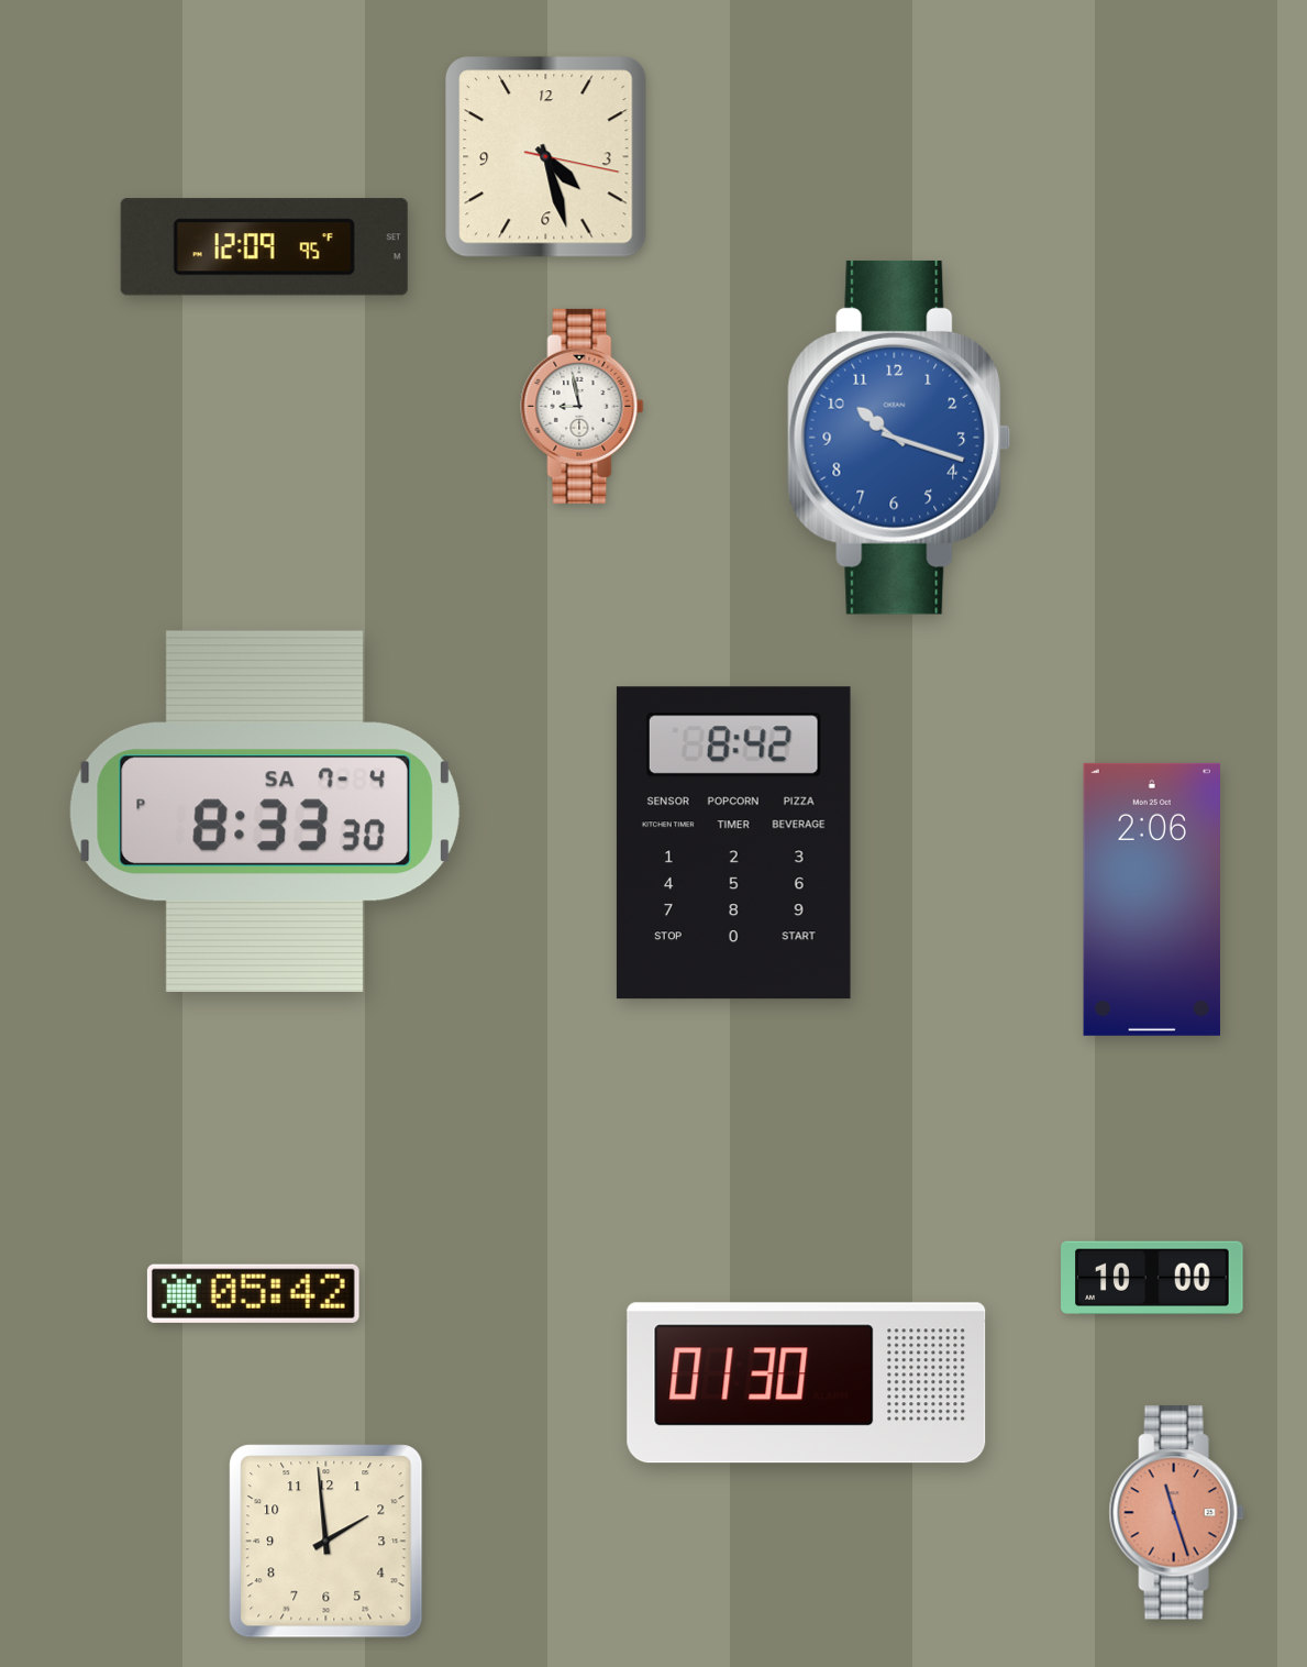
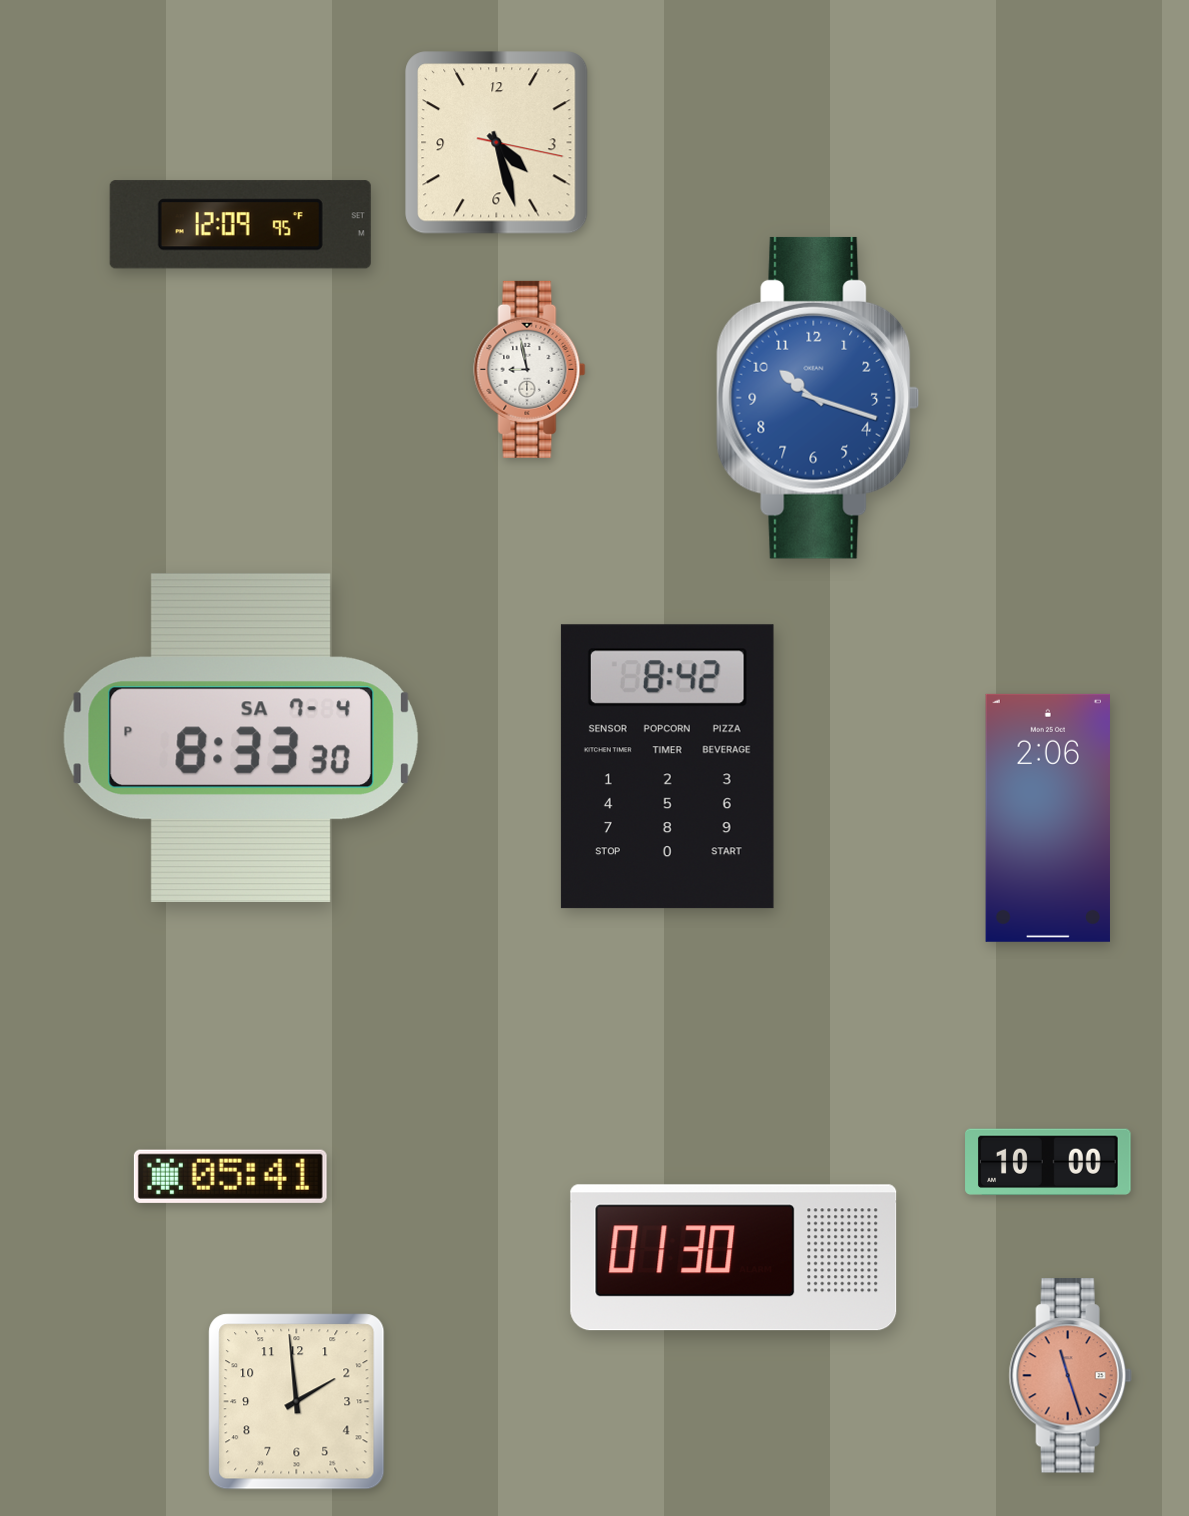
clock at (253, 1293): 05:42 -> 05:41
